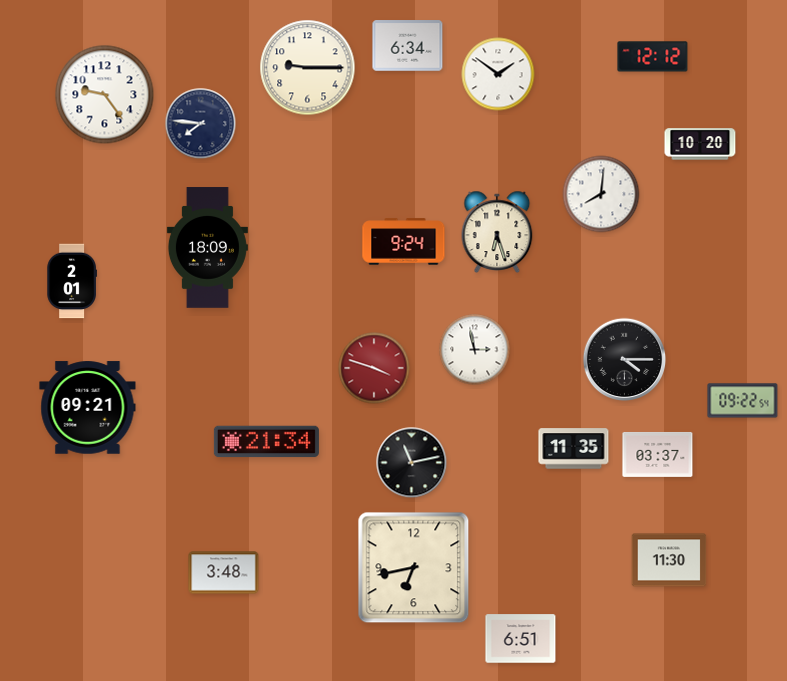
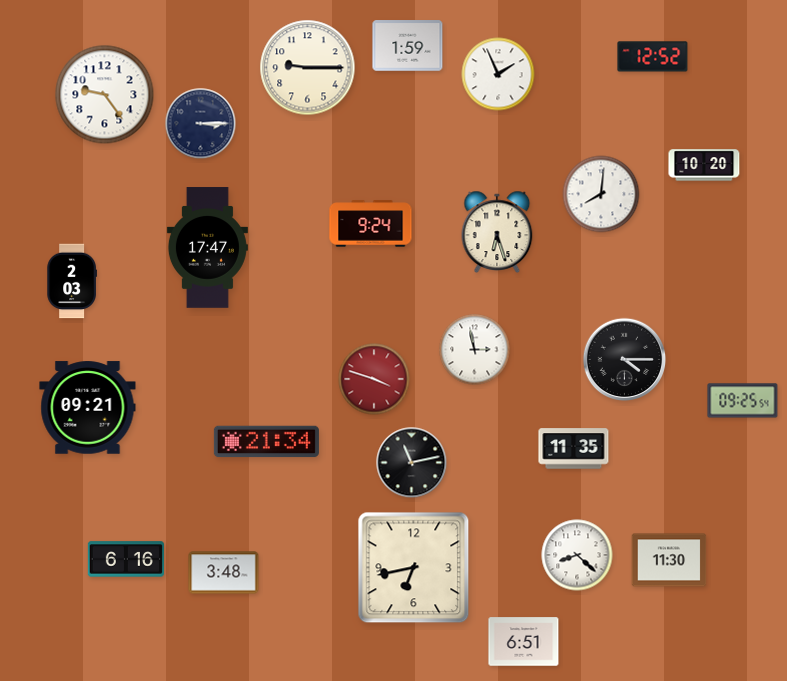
clock at (408, 46): 6:34 -> 1:59
clock at (653, 57): 12:12 -> 12:52
clock at (498, 74): 1:51 -> 1:56
clock at (201, 124): 7:46 -> 3:15
clock at (700, 144) position: (700, 144) -> (704, 165)
clock at (404, 242) position: (404, 242) -> (371, 224)
clock at (207, 248): 18:09 -> 17:47
clock at (72, 281): 2:01 -> 2:03
clock at (374, 368) position: (374, 368) -> (374, 379)
clock at (743, 401): 09:22 -> 09:25
clock at (658, 454): 03:37 -> none
clock at (577, 555): none -> 8:22
clock at (125, 559): none -> 6:16
clock at (521, 639) position: (521, 639) -> (524, 642)
